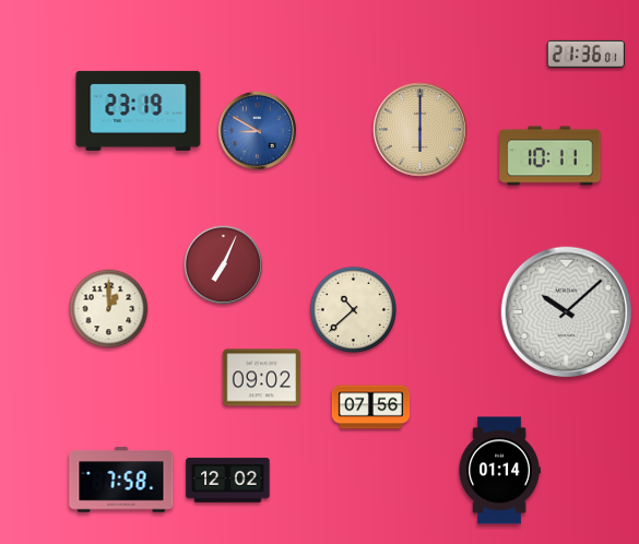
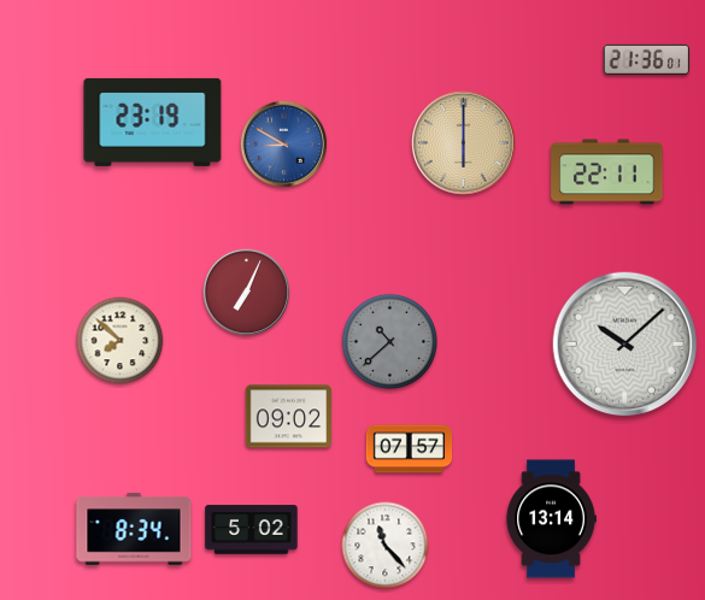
clock at (551, 156): 10:11 -> 22:11
clock at (109, 309): 1:00 -> 7:52
clock at (353, 309) dial: cream -> grey
clock at (371, 407): 07:56 -> 07:57
clock at (499, 471): 01:14 -> 13:14
clock at (121, 480): 7:58 -> 8:34
clock at (228, 481): 12:02 -> 5:02
clock at (386, 546): none -> 11:23
